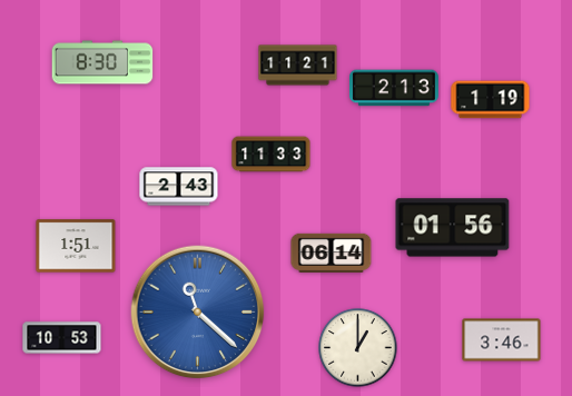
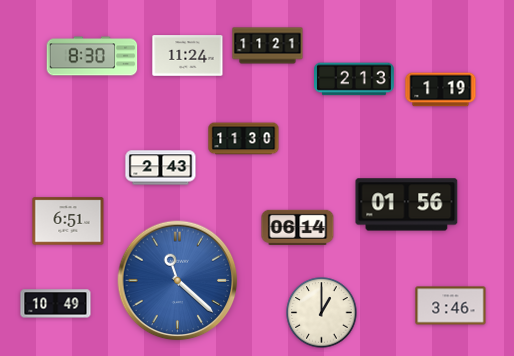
clock at (188, 56): none -> 11:24
clock at (298, 66) position: (298, 66) -> (268, 46)
clock at (272, 155): 11:33 -> 11:30
clock at (76, 246): 1:51 -> 6:51
clock at (62, 338): 10:53 -> 10:49
